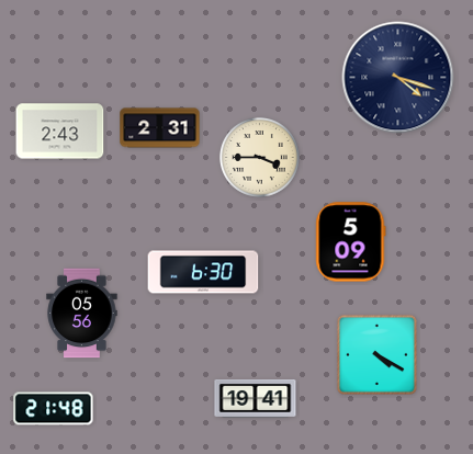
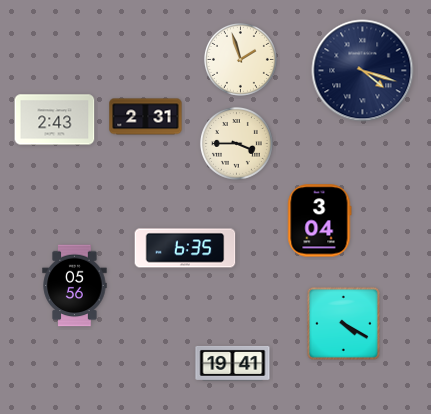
clock at (240, 59): none -> 1:57
clock at (351, 242): 5:09 -> 3:04
clock at (203, 272): 6:30 -> 6:35
clock at (54, 409): 21:48 -> none
